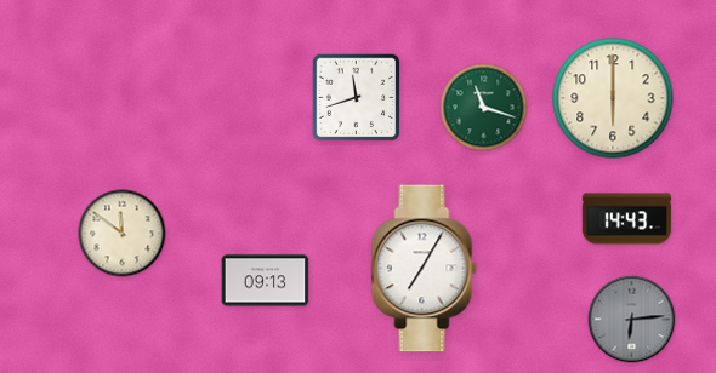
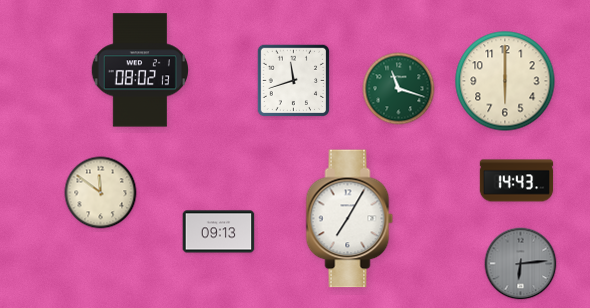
clock at (140, 70): none -> 08:02
clock at (425, 269) position: (425, 269) -> (350, 219)
